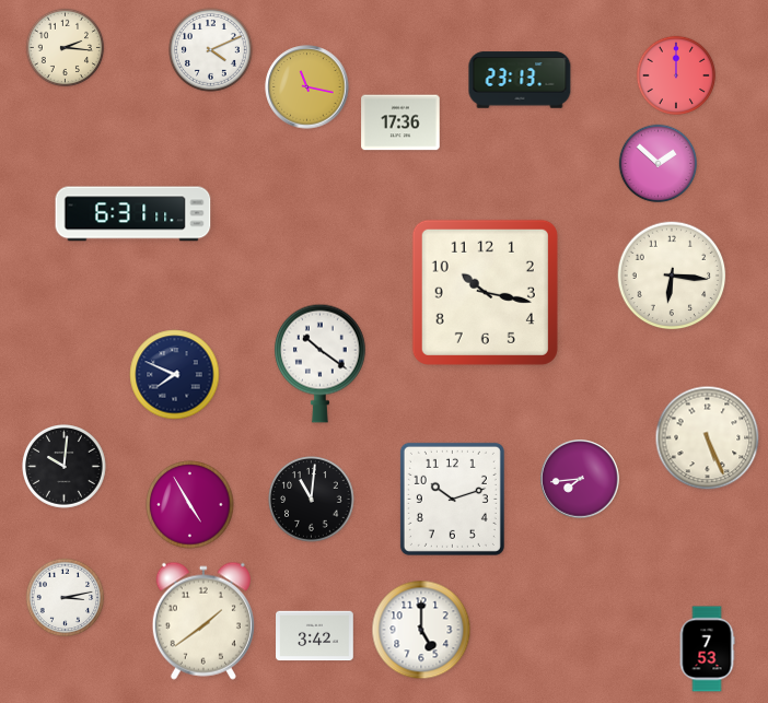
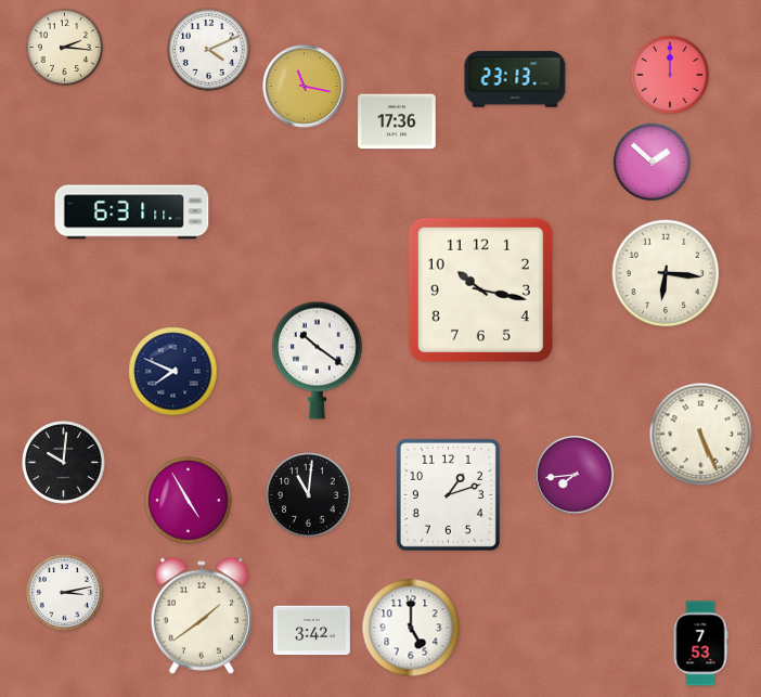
clock at (452, 499): 10:12 -> 1:12
clock at (421, 630) position: (421, 630) -> (411, 628)
